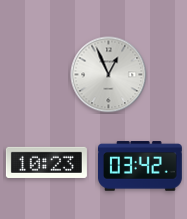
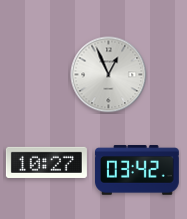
clock at (46, 162): 10:23 -> 10:27
clock at (141, 166) position: (141, 166) -> (138, 170)
